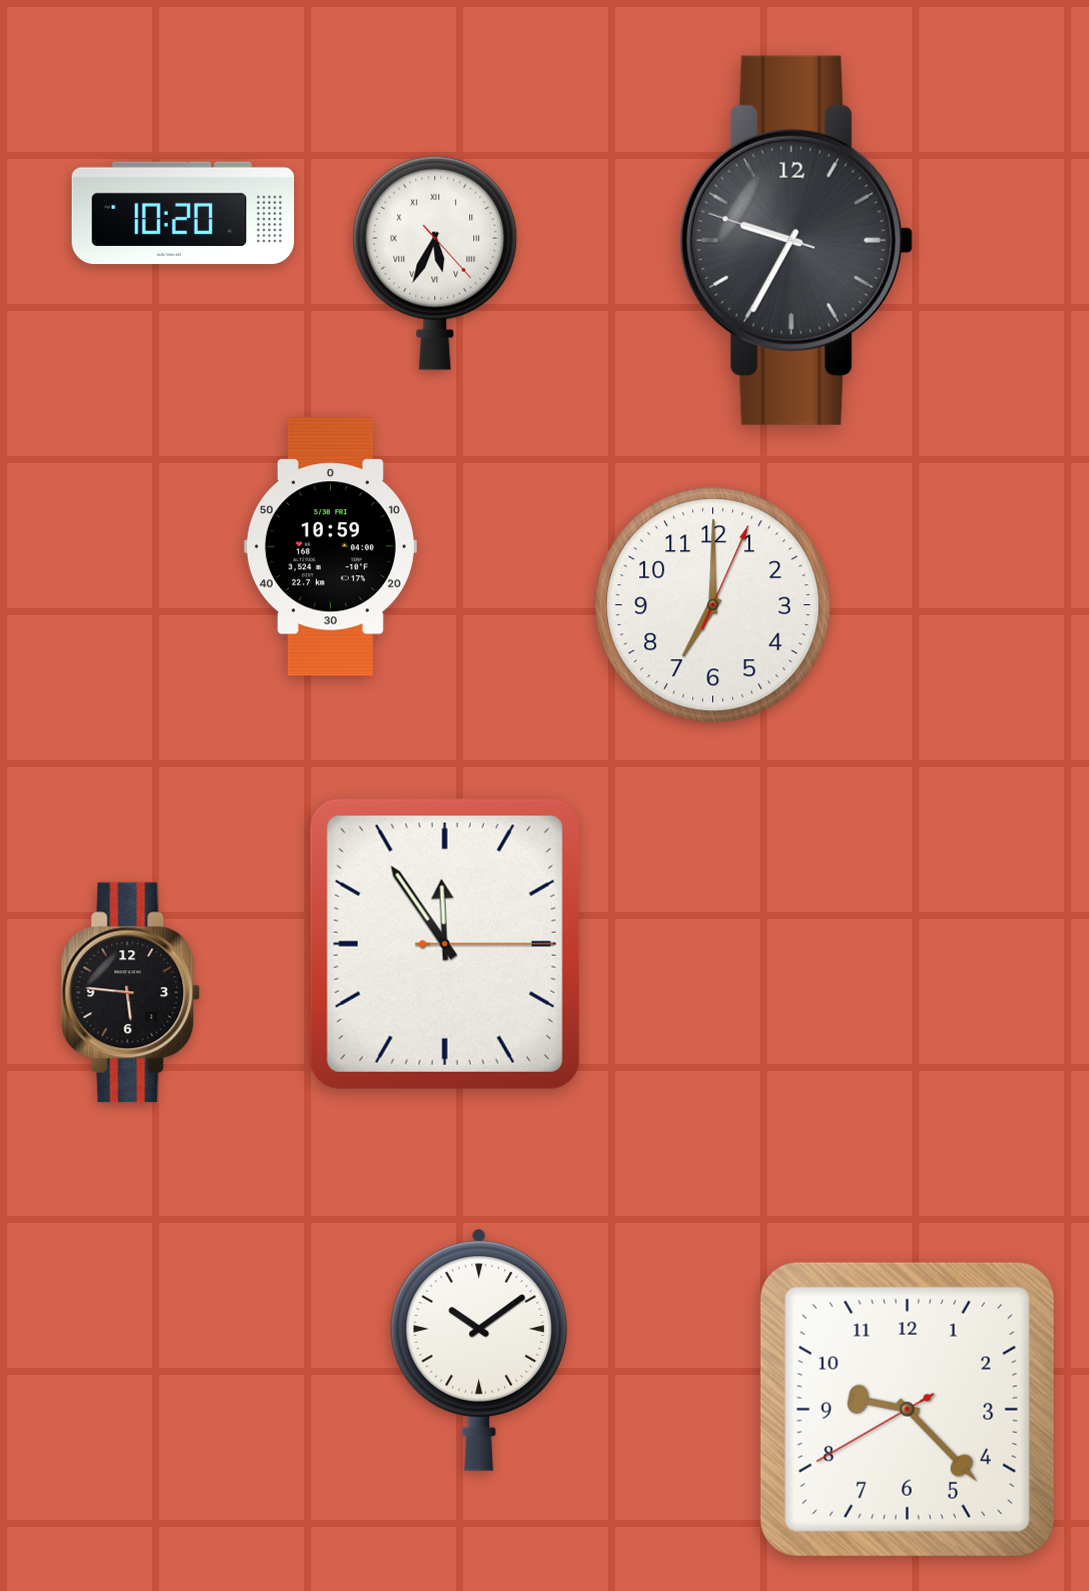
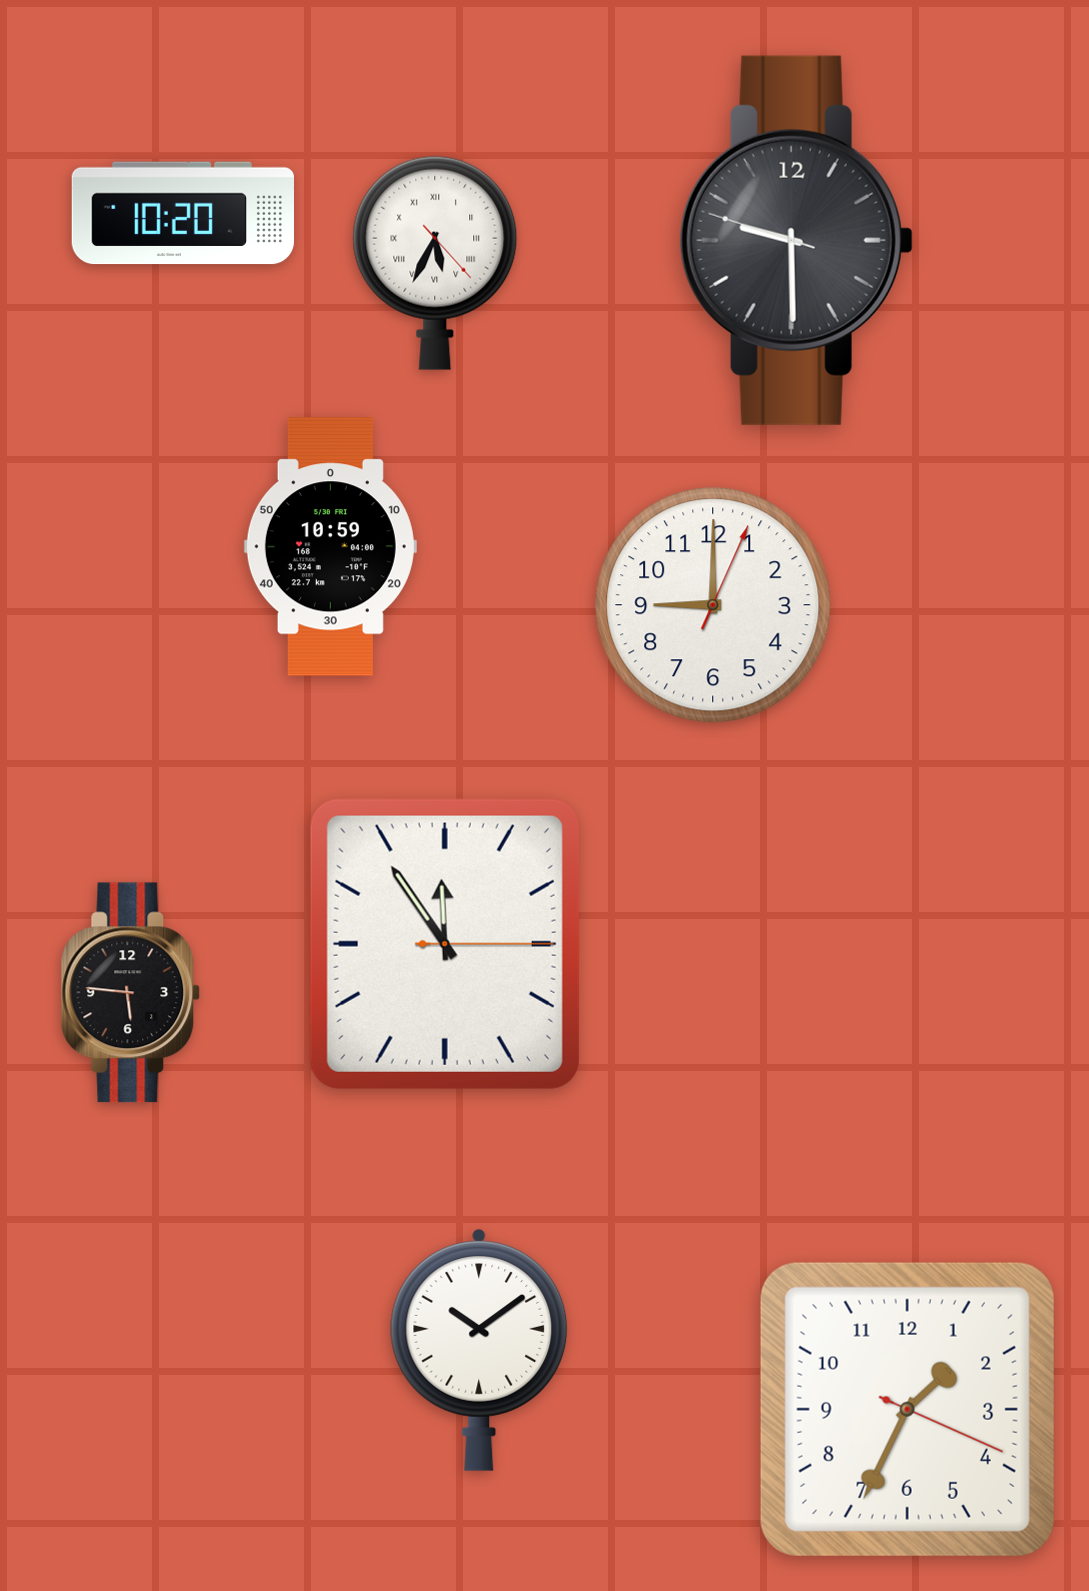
clock at (796, 240): 9:34 -> 9:29
clock at (713, 605): 7:00 -> 9:00
clock at (907, 1409): 9:22 -> 1:34
